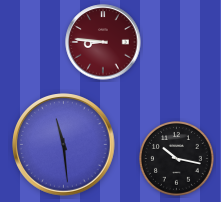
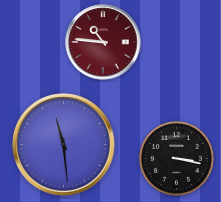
clock at (103, 42): 8:46 -> 10:46
clock at (177, 159): 10:17 -> 3:17
